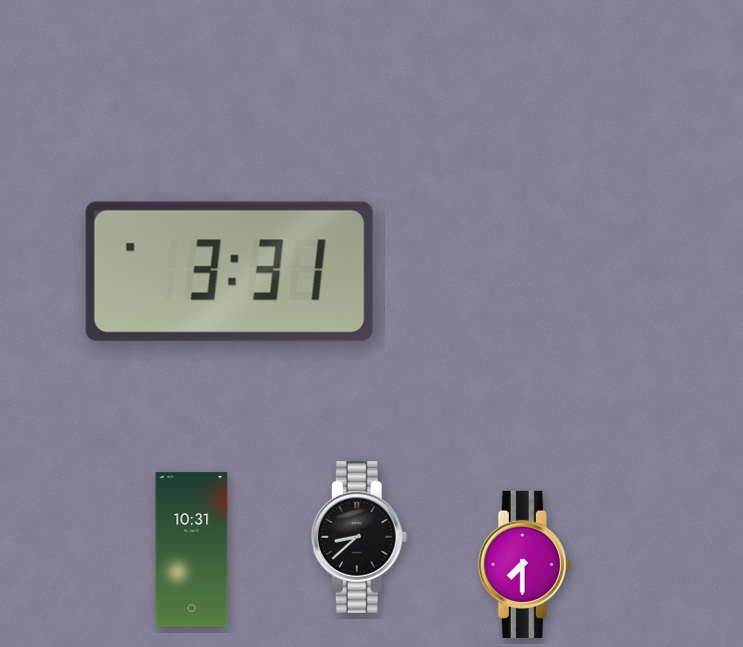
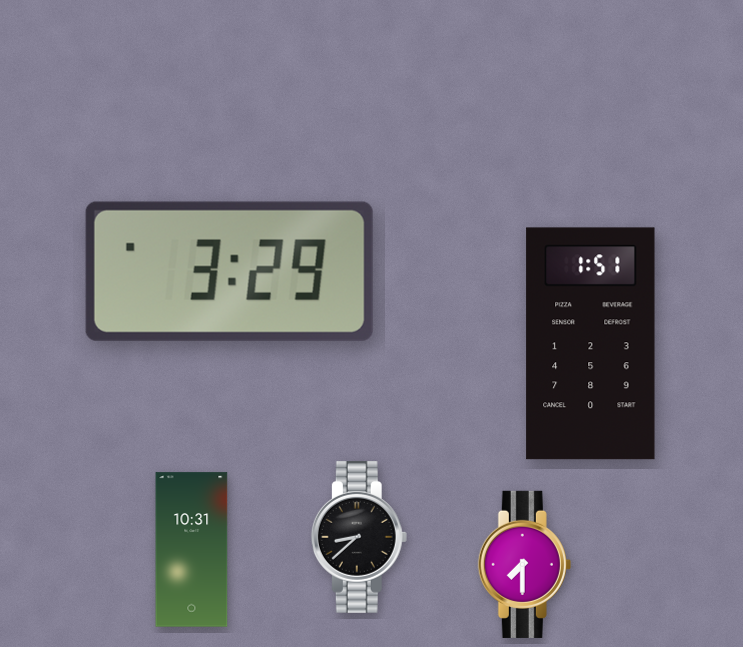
clock at (229, 271): 3:31 -> 3:29
clock at (591, 344): none -> 1:51
